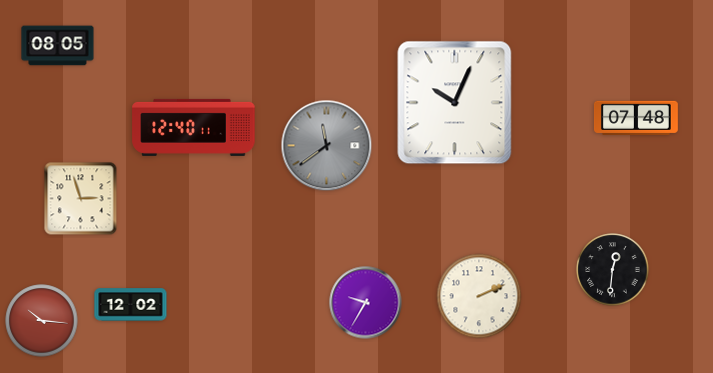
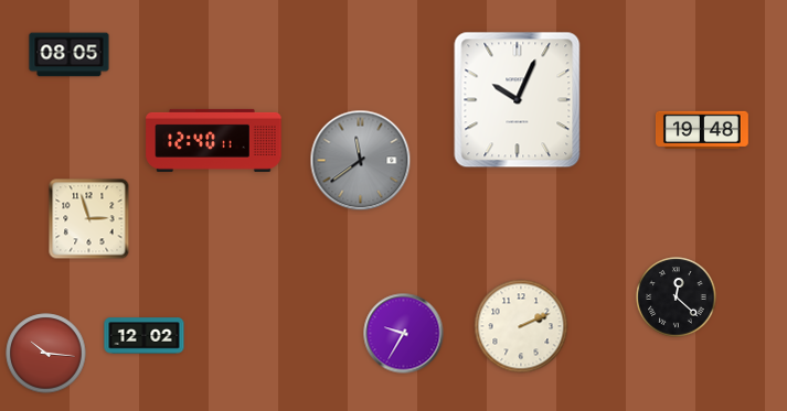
clock at (58, 46) position: (58, 46) -> (70, 55)
clock at (455, 103) position: (455, 103) -> (518, 100)
clock at (636, 118): 07:48 -> 19:48
clock at (613, 270): 12:31 -> 12:22
clock at (479, 296) position: (479, 296) -> (521, 326)
